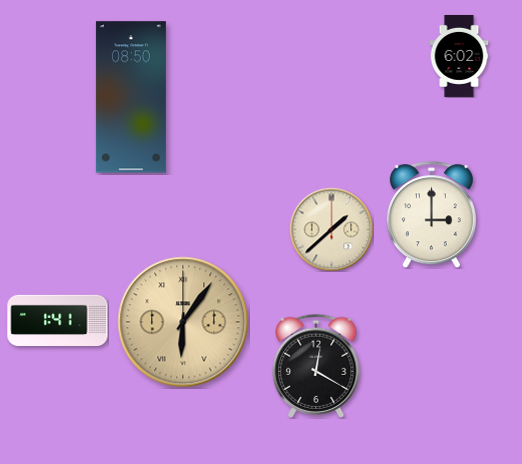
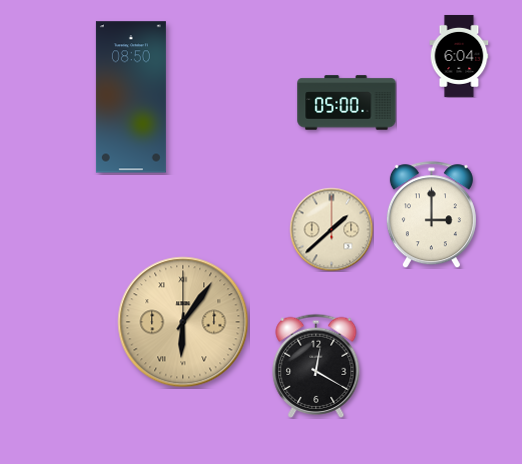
clock at (459, 56): 6:02 -> 6:04
clock at (347, 103): none -> 05:00
clock at (58, 321): 1:41 -> none
